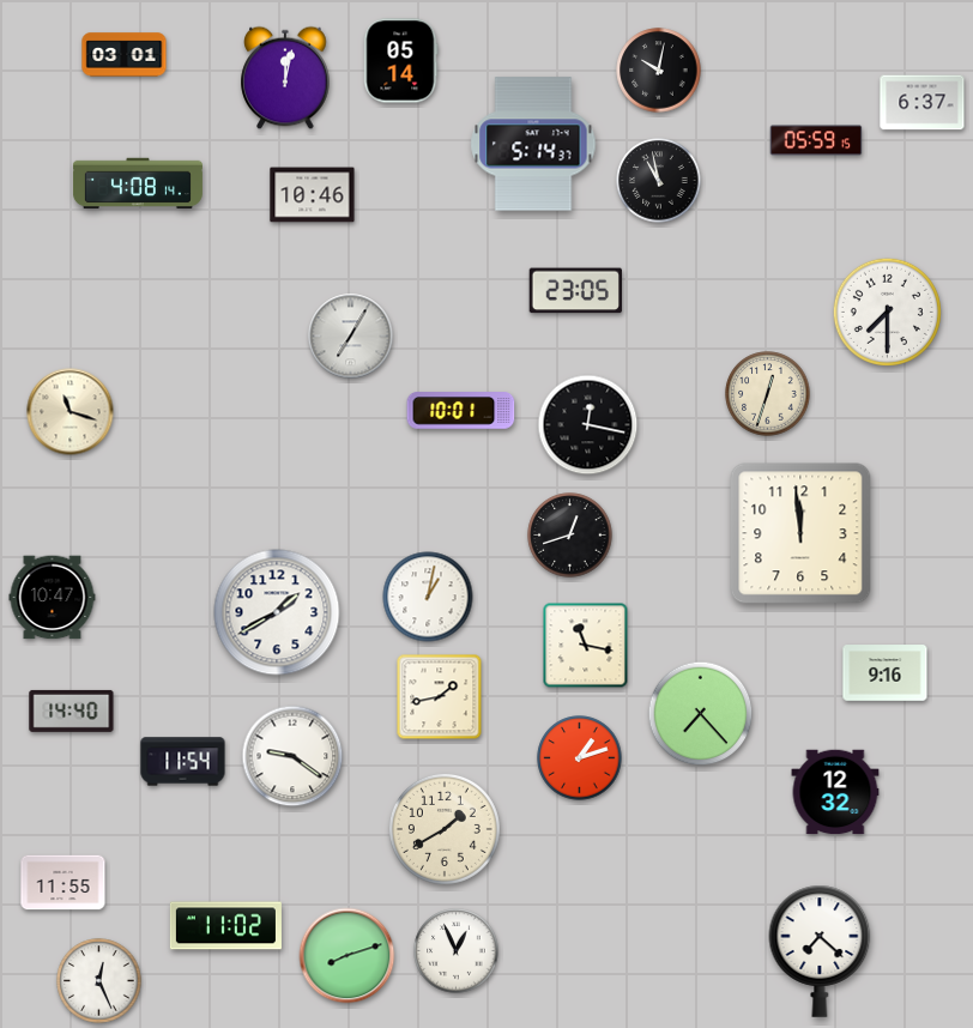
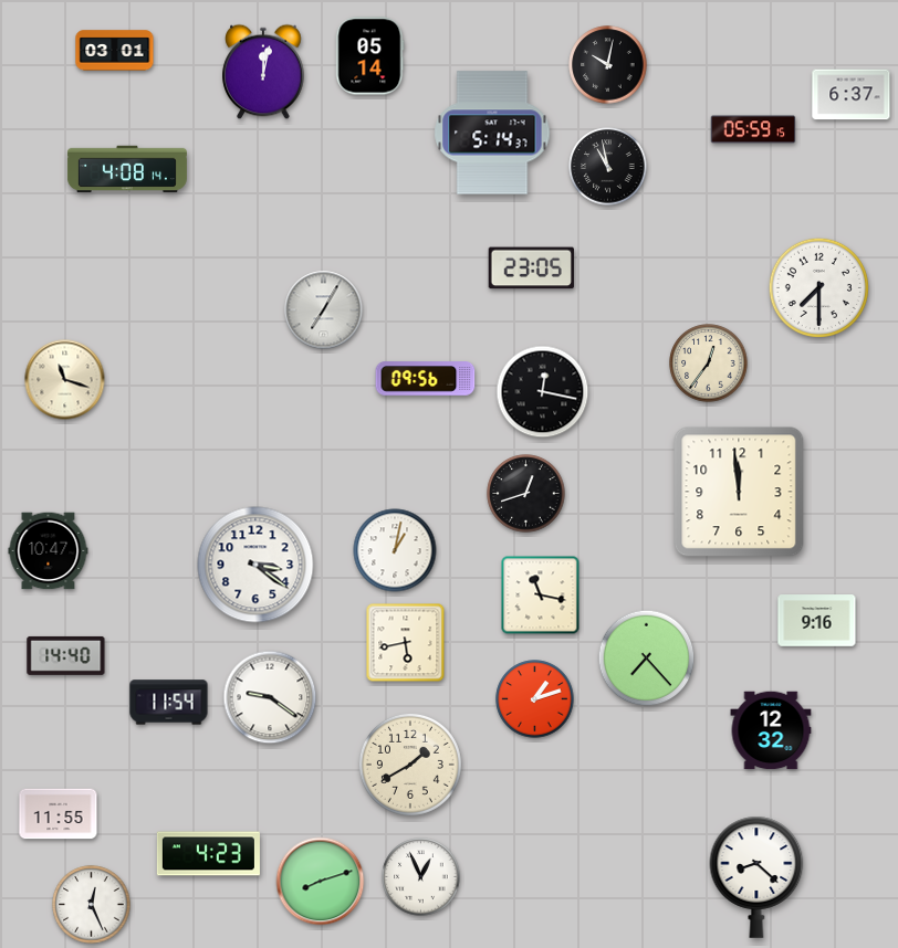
clock at (313, 195): 10:46 -> none
clock at (768, 394): 12:33 -> 12:36
clock at (461, 411): 10:01 -> 09:56
clock at (277, 612): 1:40 -> 3:21
clock at (440, 697): 1:43 -> 5:43
clock at (225, 926): 11:02 -> 4:23
clock at (820, 951): 7:22 -> 8:22
